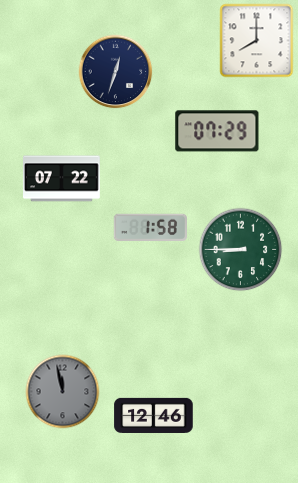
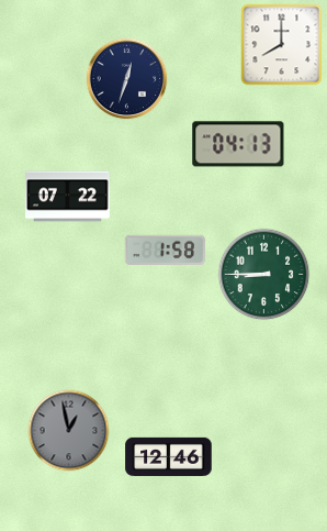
clock at (217, 131): 07:29 -> 04:13
clock at (63, 392): 11:58 -> 12:58
